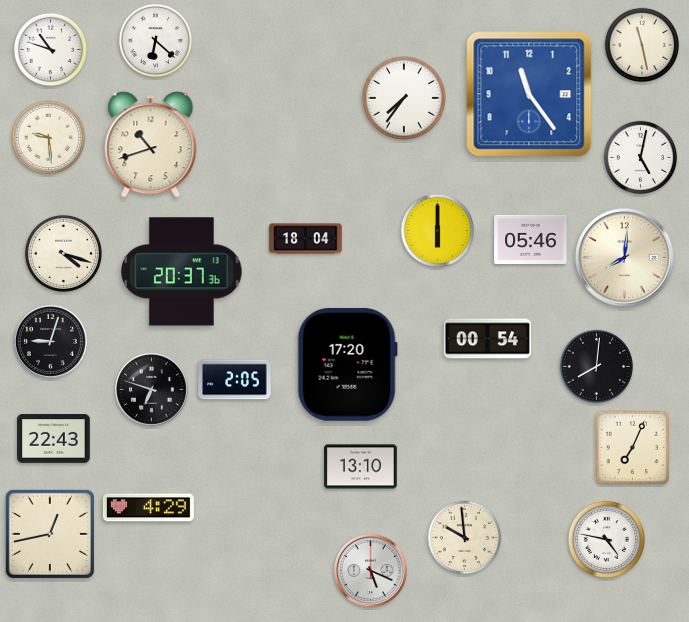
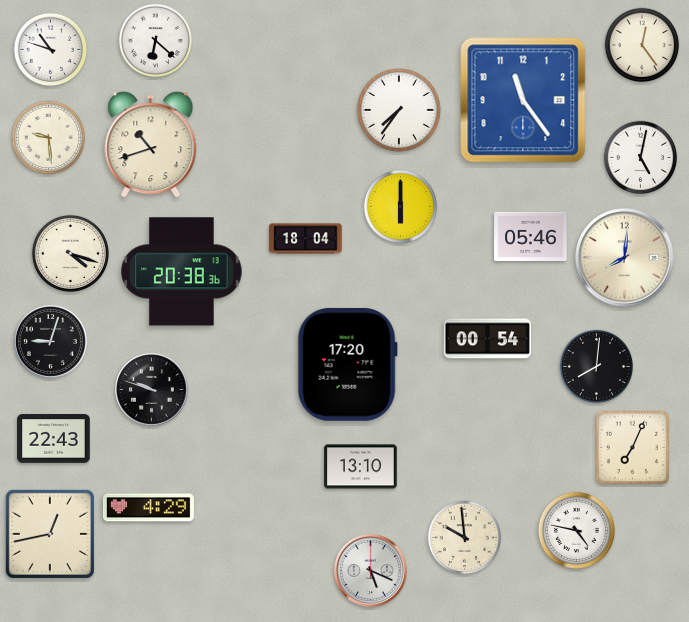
clock at (642, 45): 11:28 -> 12:24
clock at (529, 94) position: (529, 94) -> (523, 100)
clock at (404, 98) position: (404, 98) -> (399, 110)
clock at (438, 231) position: (438, 231) -> (401, 207)
clock at (531, 239) position: (531, 239) -> (531, 236)
clock at (63, 253) position: (63, 253) -> (70, 253)
clock at (182, 272): 20:37 -> 20:38
clock at (235, 380): 2:05 -> none
clock at (151, 389): 6:48 -> 9:48
clock at (606, 539) position: (606, 539) -> (576, 530)
